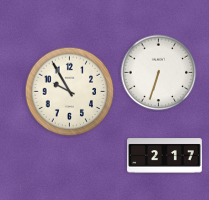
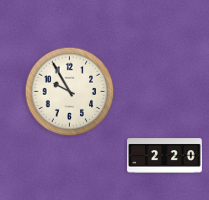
clock at (159, 73): 6:33 -> none
clock at (165, 156): 2:17 -> 2:20
